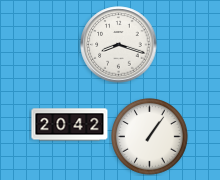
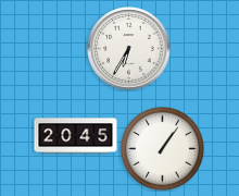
clock at (119, 45): 8:18 -> 6:35
clock at (70, 125): 20:42 -> 20:45
